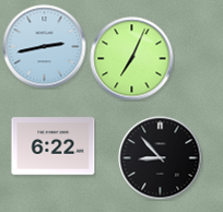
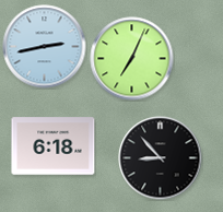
clock at (54, 146): 6:22 -> 6:18
